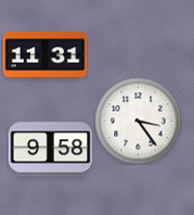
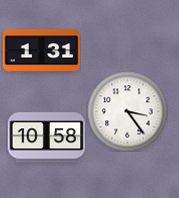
clock at (44, 55): 11:31 -> 1:31
clock at (50, 150): 9:58 -> 10:58
